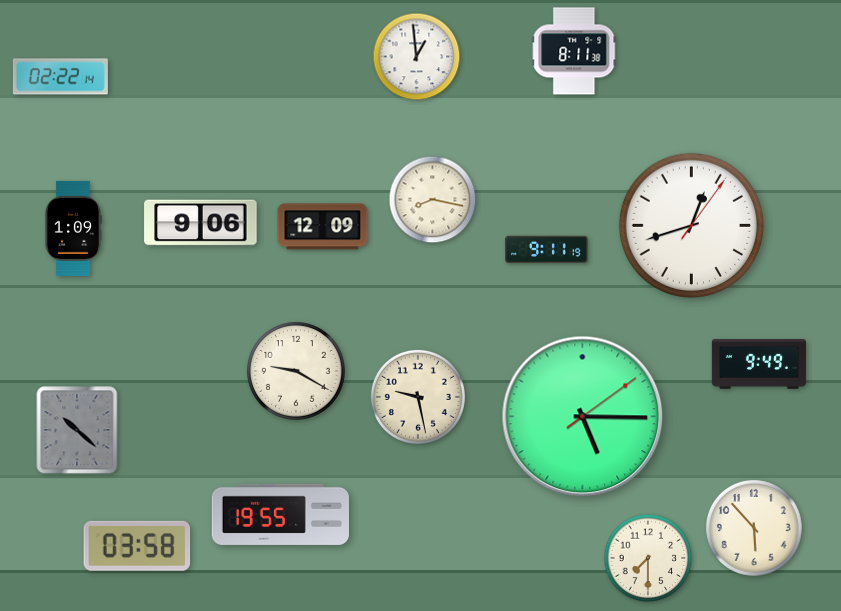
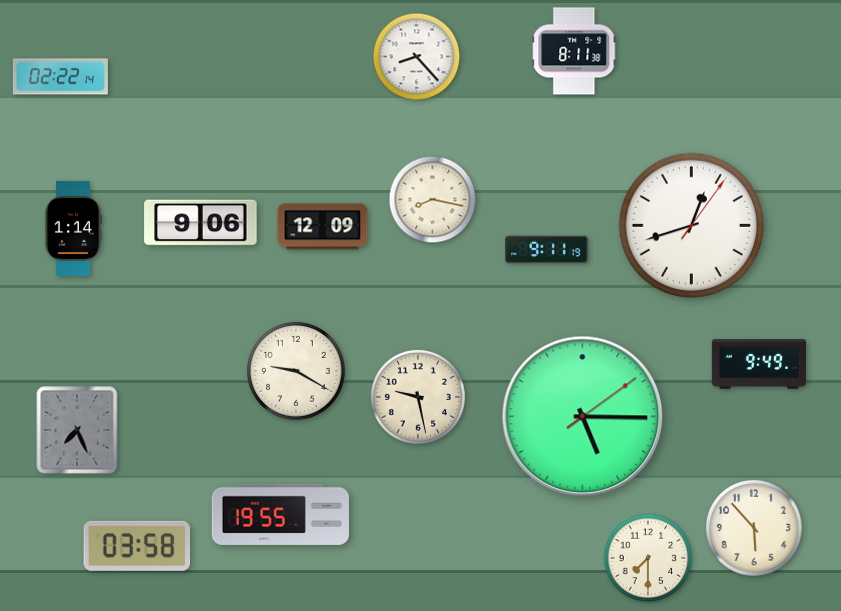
clock at (417, 57): 12:59 -> 8:23
clock at (73, 228): 1:09 -> 1:14
clock at (77, 430): 10:22 -> 7:26
